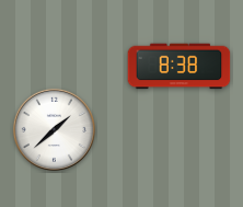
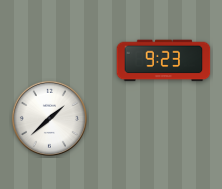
clock at (180, 67): 8:38 -> 9:23
